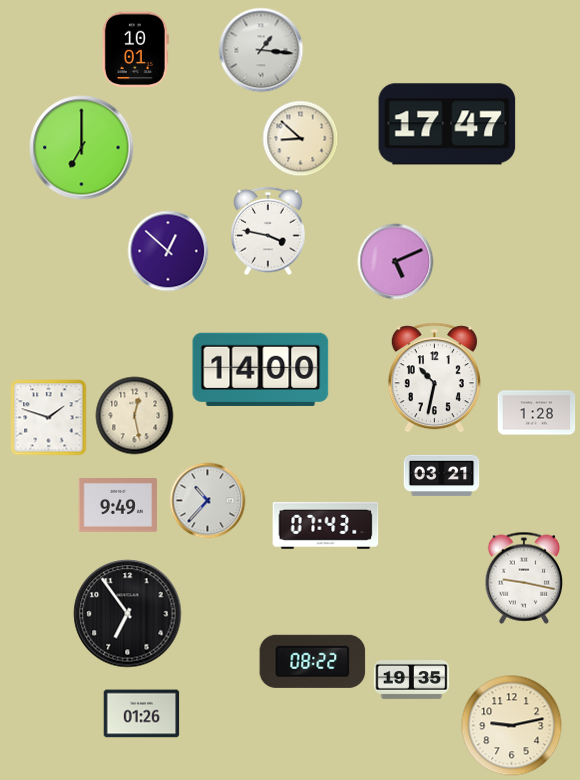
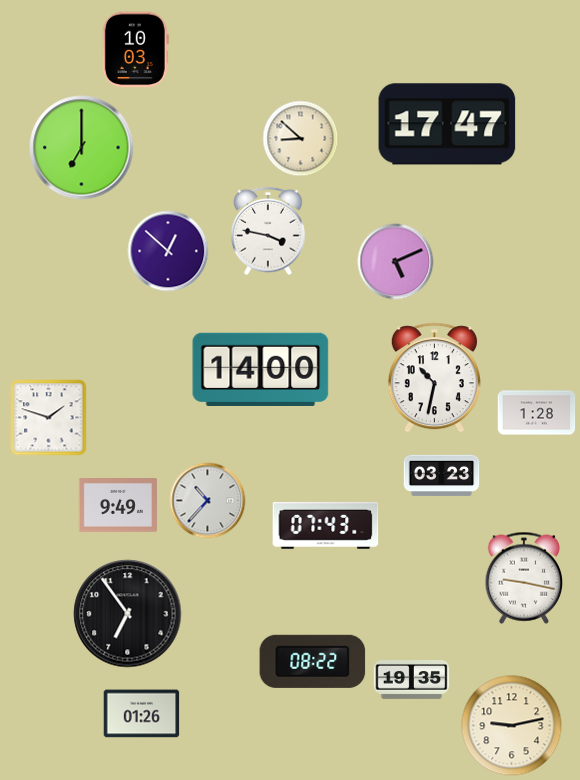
clock at (135, 50): 10:01 -> 10:03
clock at (261, 50): 1:16 -> none
clock at (135, 416): 12:28 -> none
clock at (442, 476): 03:21 -> 03:23
